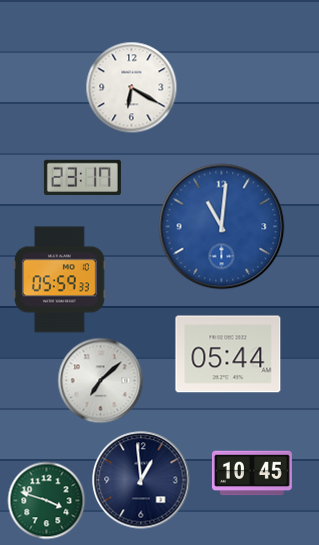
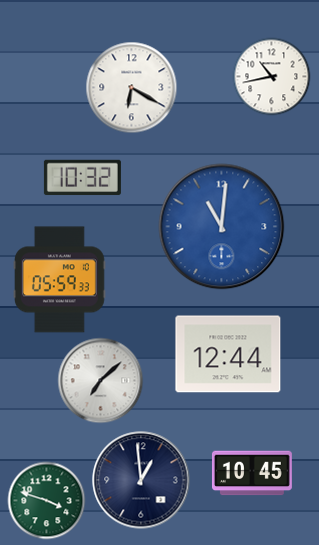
clock at (271, 76): none -> 10:43
clock at (82, 178): 23:17 -> 10:32
clock at (228, 354): 05:44 -> 12:44
